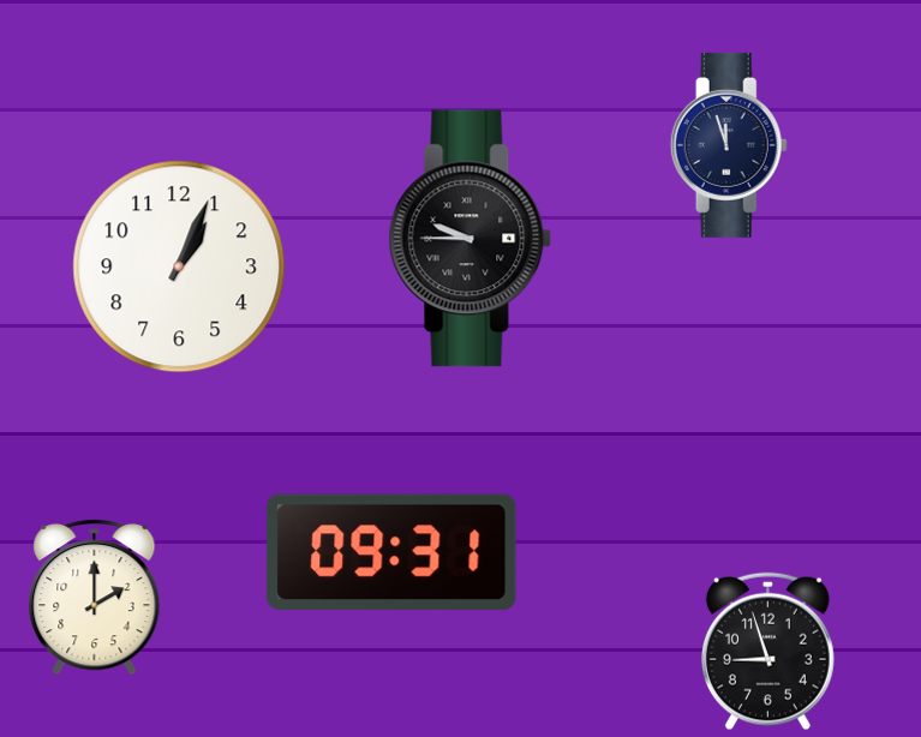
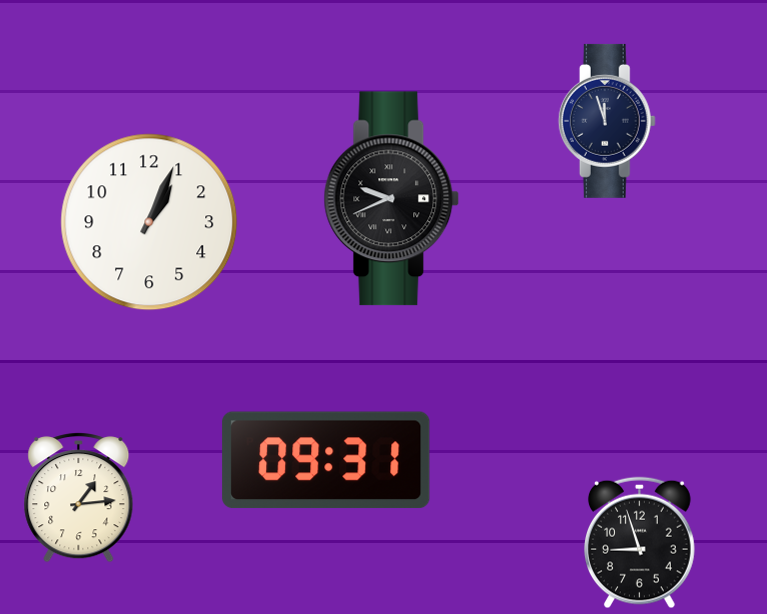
clock at (471, 239): 9:45 -> 9:41
clock at (95, 598): 2:00 -> 1:14
